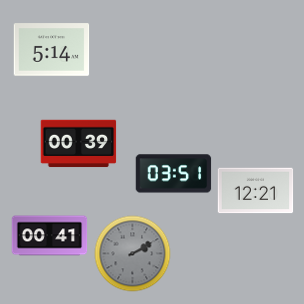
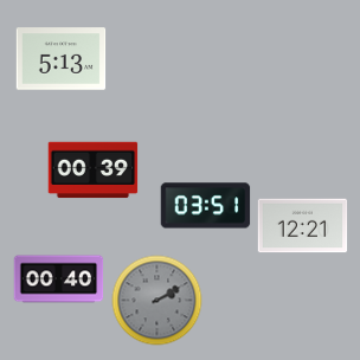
clock at (52, 50): 5:14 -> 5:13
clock at (50, 236): 00:41 -> 00:40
